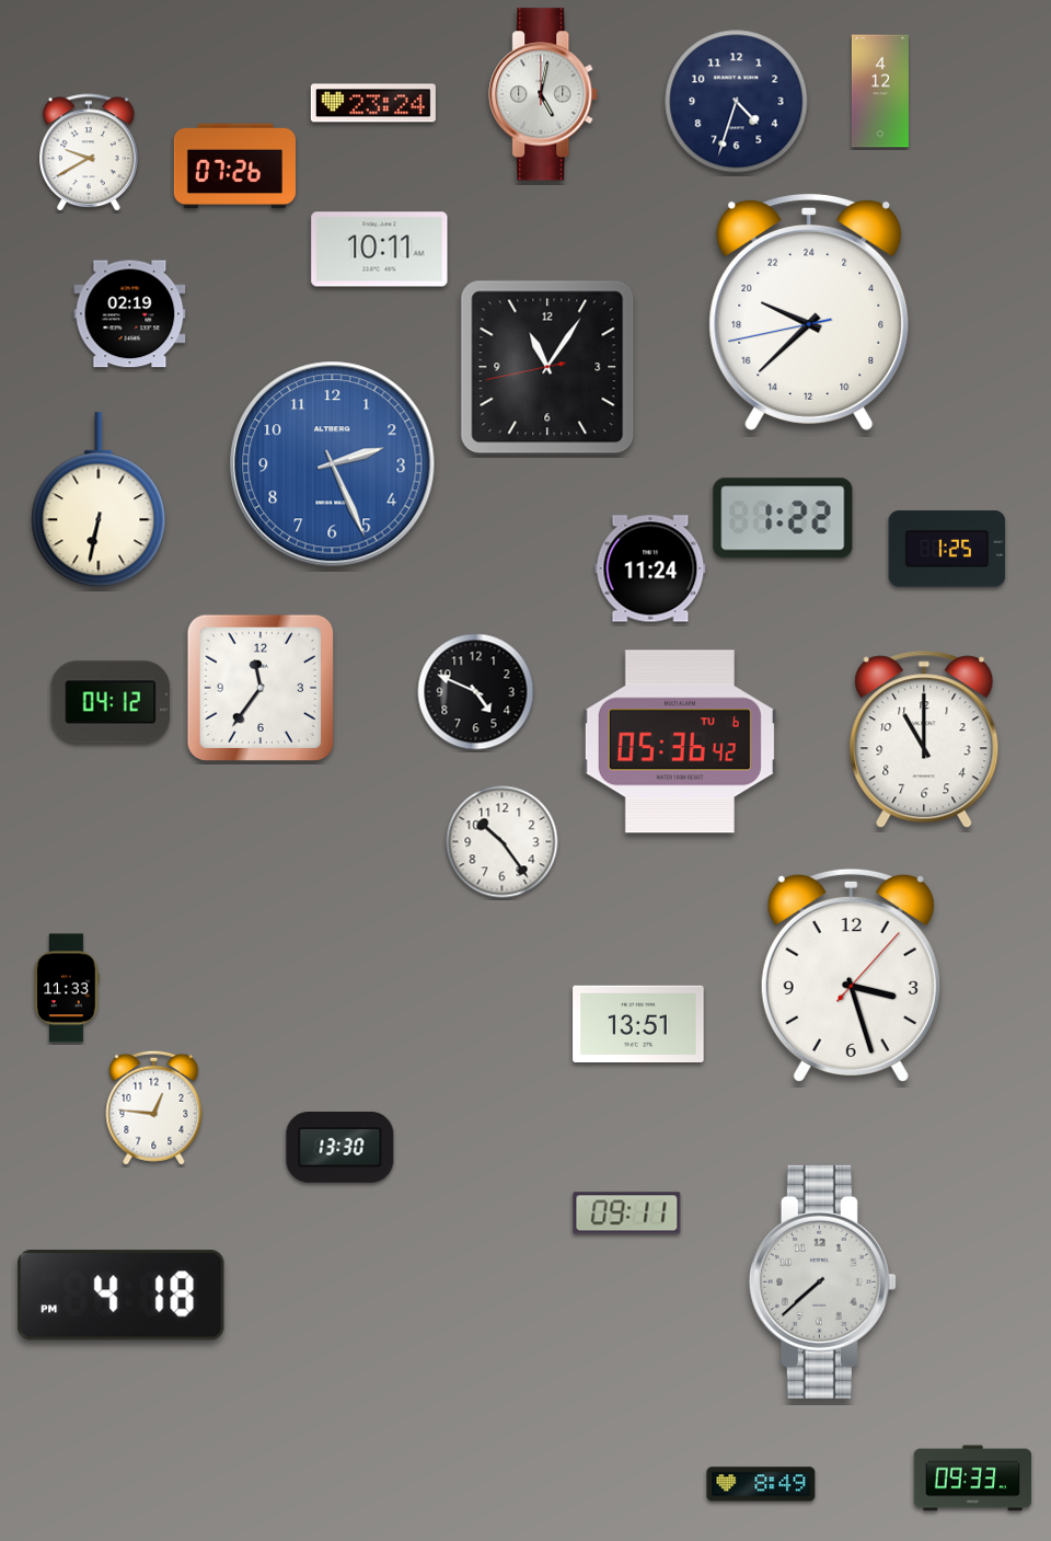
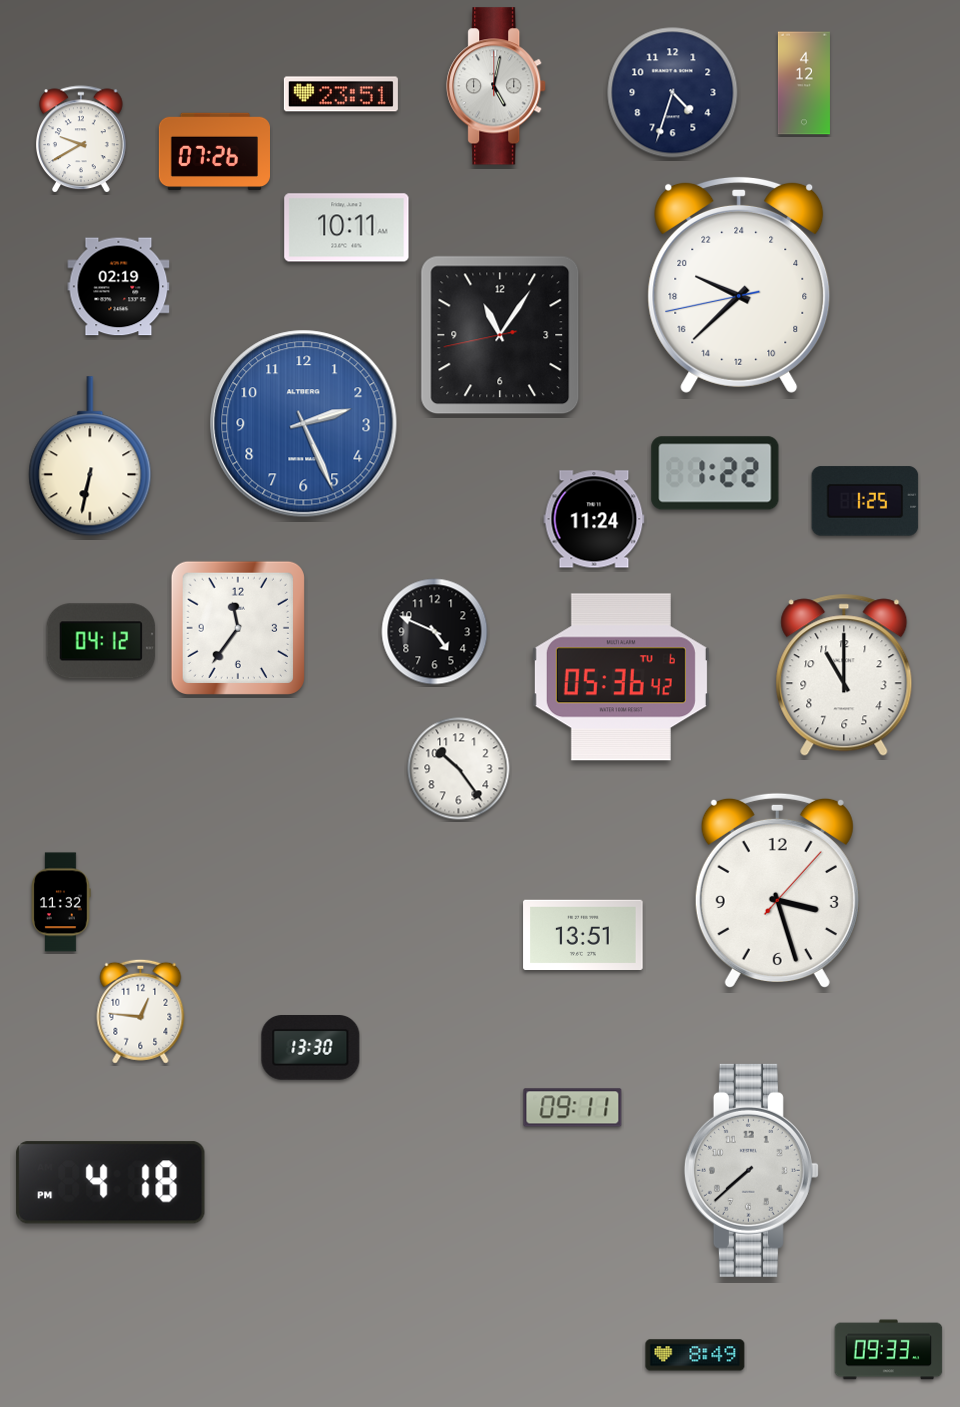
clock at (373, 103): 23:24 -> 23:51
clock at (67, 988): 11:33 -> 11:32
